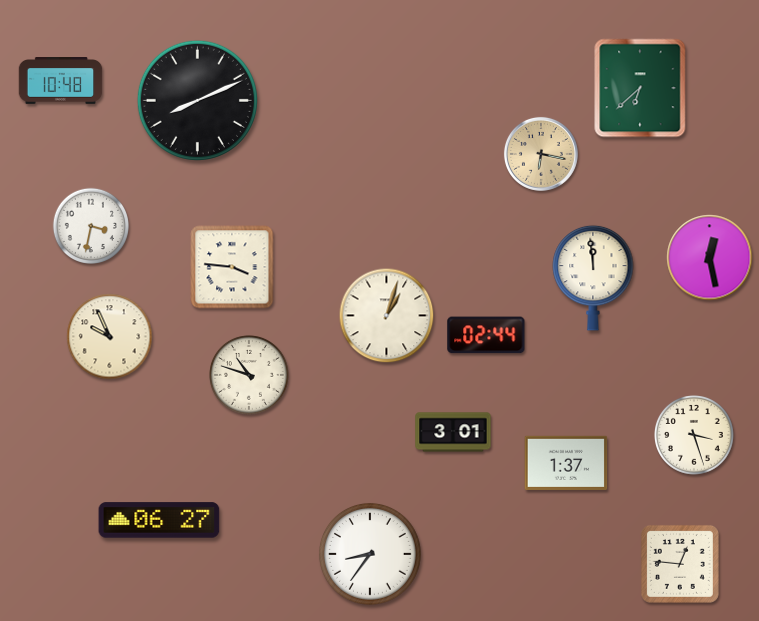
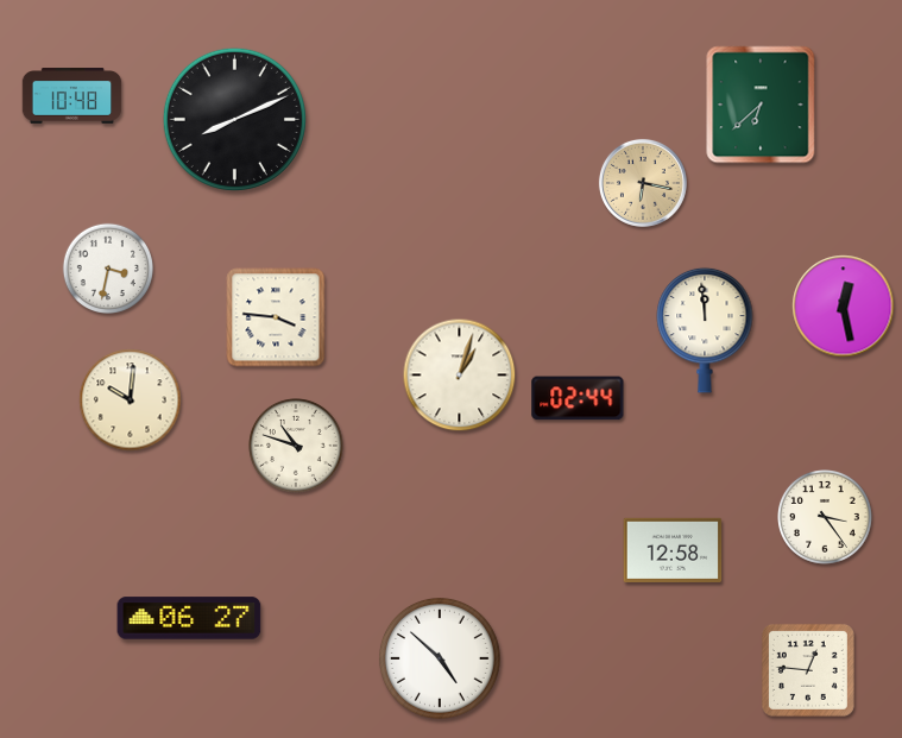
clock at (110, 337): 9:56 -> 10:01
clock at (453, 432): 3:01 -> none
clock at (695, 436): 3:27 -> 3:24
clock at (566, 463): 1:37 -> 12:58
clock at (370, 554): 8:36 -> 4:52
